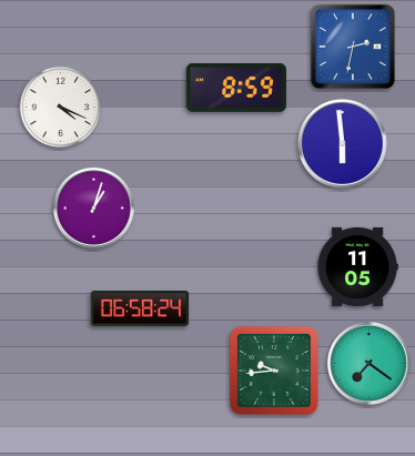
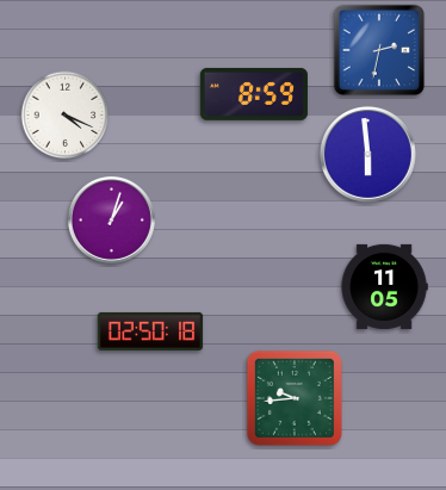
clock at (93, 207) position: (93, 207) -> (111, 219)
clock at (140, 308): 06:58 -> 02:50
clock at (368, 363): 7:21 -> none
